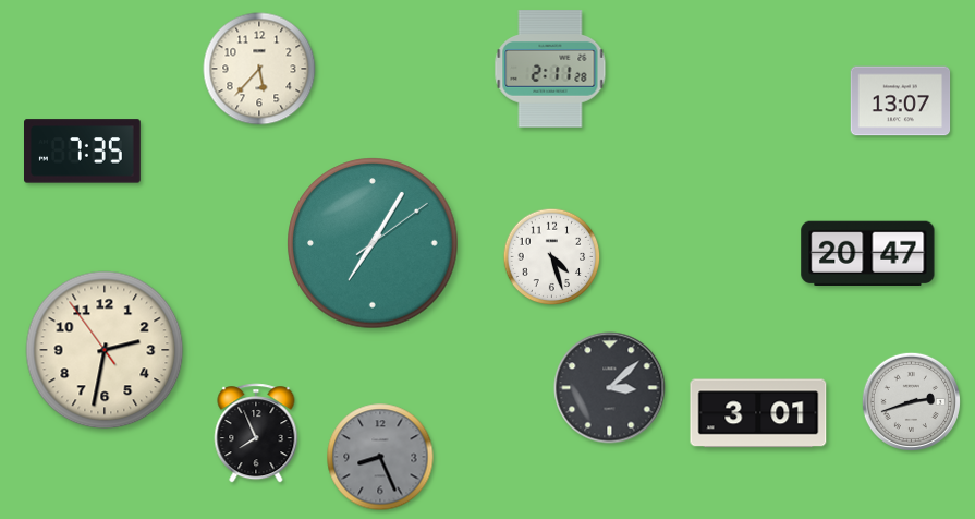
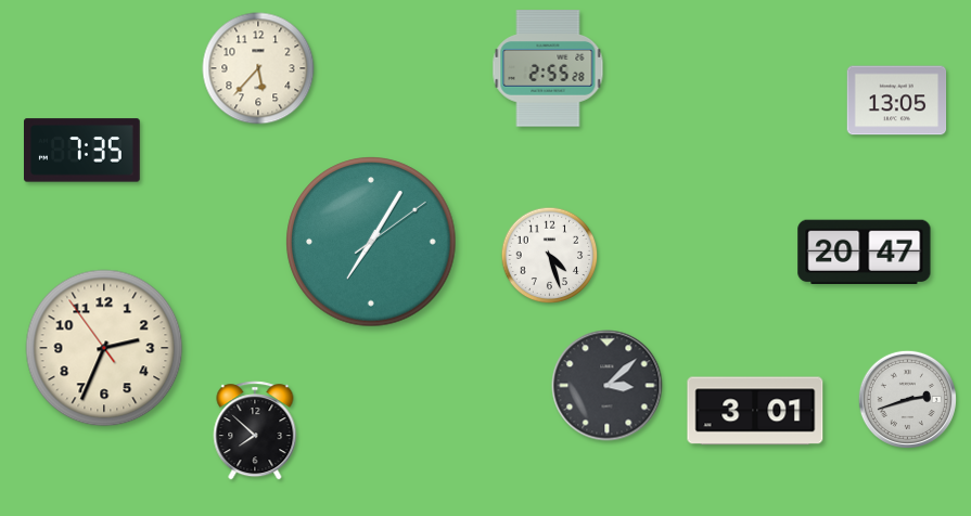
clock at (550, 69): 2:11 -> 2:55
clock at (901, 101): 13:07 -> 13:05
clock at (105, 350): 2:31 -> 2:33
clock at (256, 433): 7:56 -> 7:52
clock at (380, 457): 8:26 -> none
